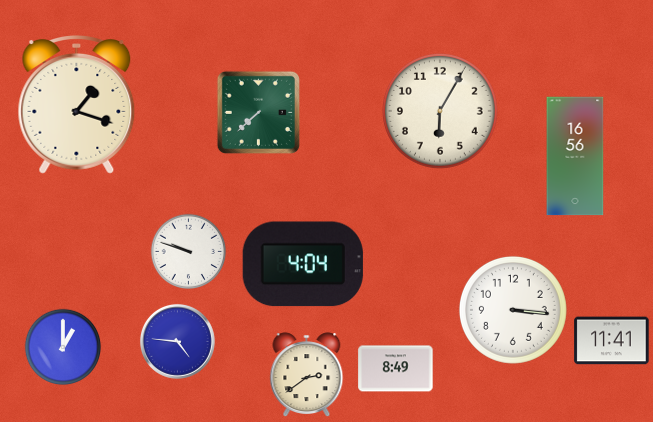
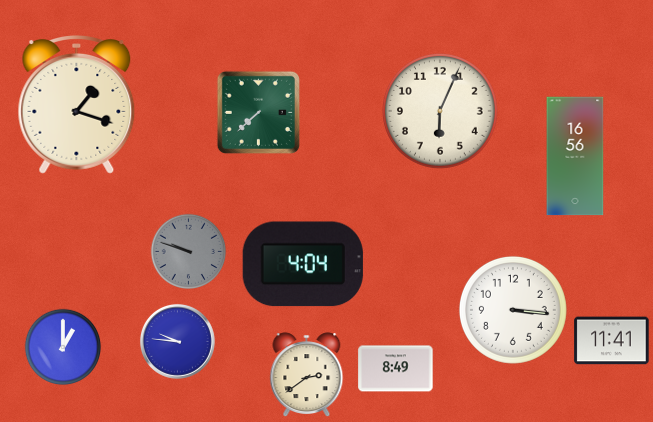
clock at (440, 111): 6:05 -> 6:04
clock at (189, 252) dial: white -> grey
clock at (177, 341): 4:46 -> 9:46
